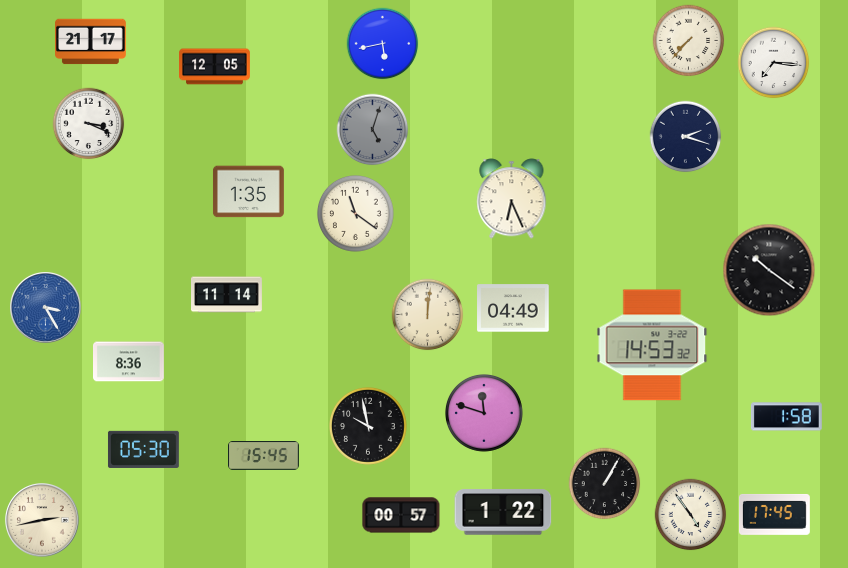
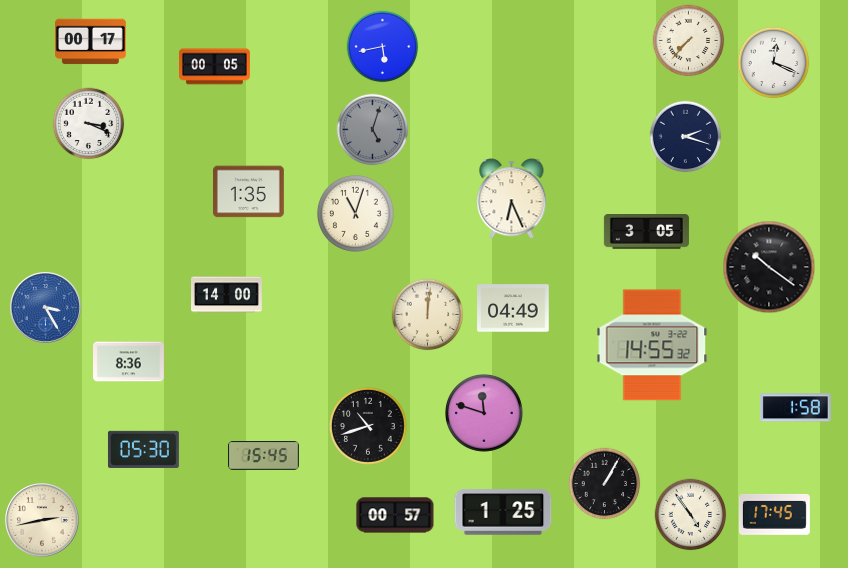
clock at (91, 42): 21:17 -> 00:17
clock at (383, 44) position: (383, 44) -> (383, 47)
clock at (774, 63): 7:16 -> 12:19
clock at (215, 67): 12:05 -> 00:05
clock at (355, 213): 11:21 -> 11:03
clock at (646, 232): none -> 3:05
clock at (769, 270) position: (769, 270) -> (769, 267)
clock at (227, 295): 11:14 -> 14:00
clock at (652, 345): 14:53 -> 14:55
clock at (786, 417) position: (786, 417) -> (795, 408)
clock at (369, 427): 9:58 -> 10:42
clock at (503, 512): 1:22 -> 1:25
clock at (401, 515) position: (401, 515) -> (395, 515)
